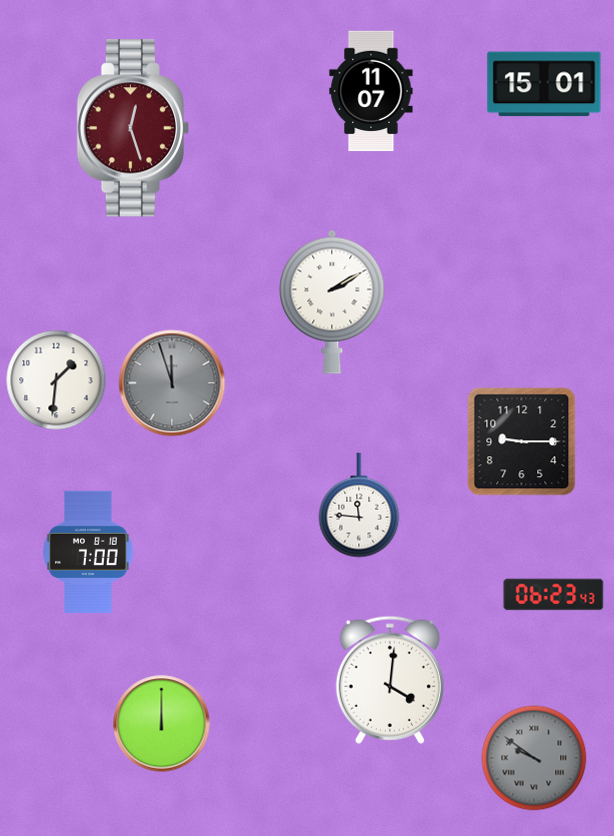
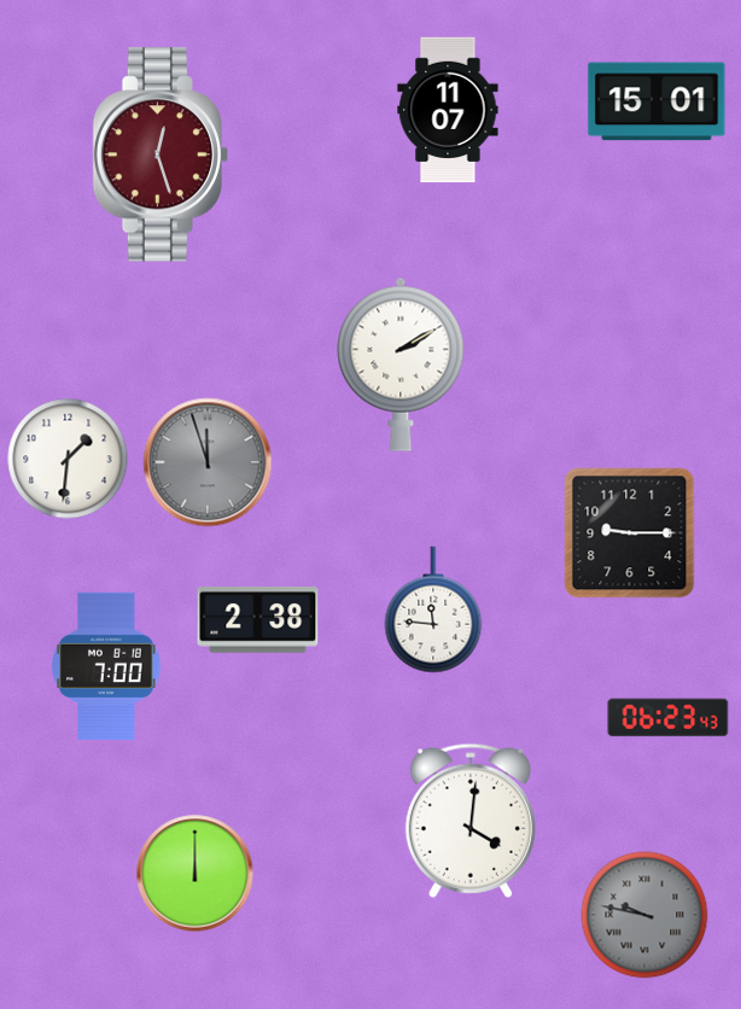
clock at (258, 620): none -> 2:38
clock at (534, 758): 9:51 -> 9:47
